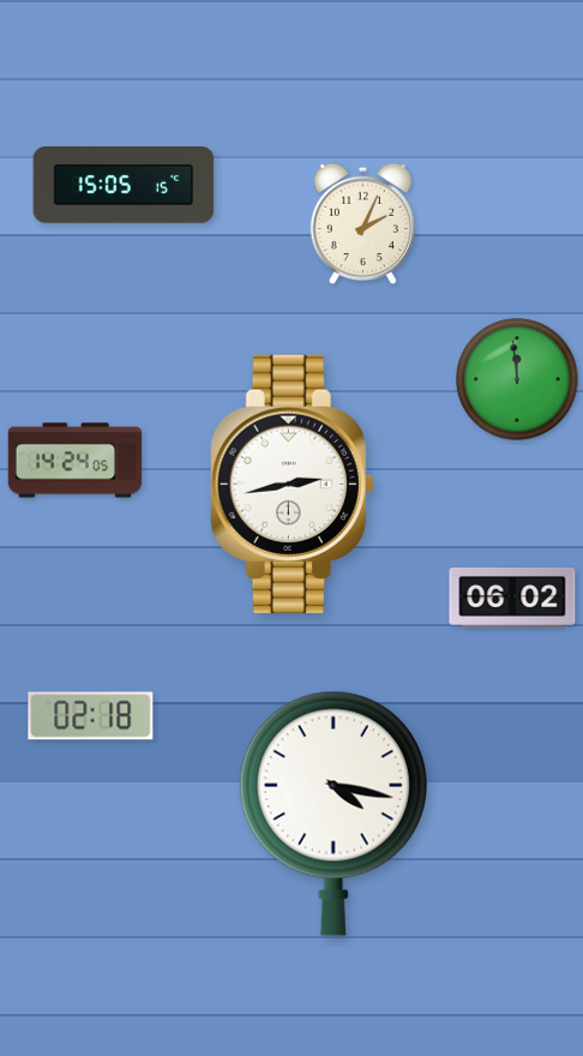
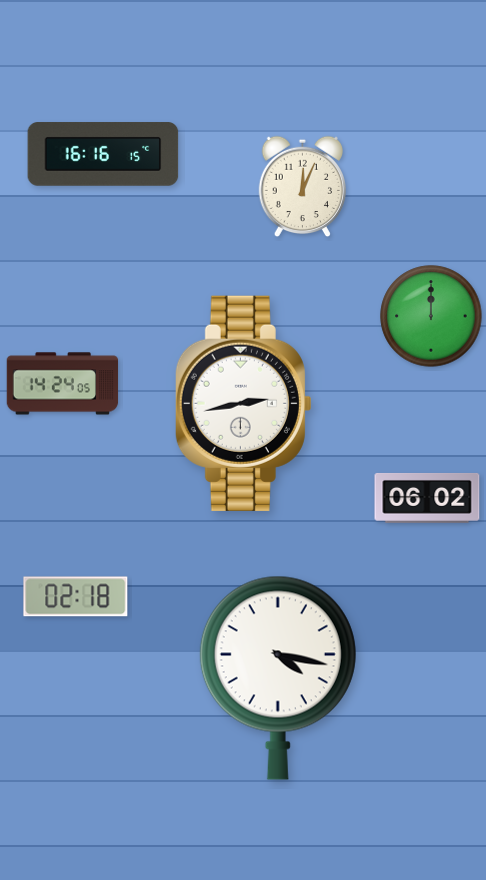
clock at (124, 185): 15:05 -> 16:16
clock at (362, 224): 2:04 -> 12:04
clock at (517, 379): 11:59 -> 12:00
